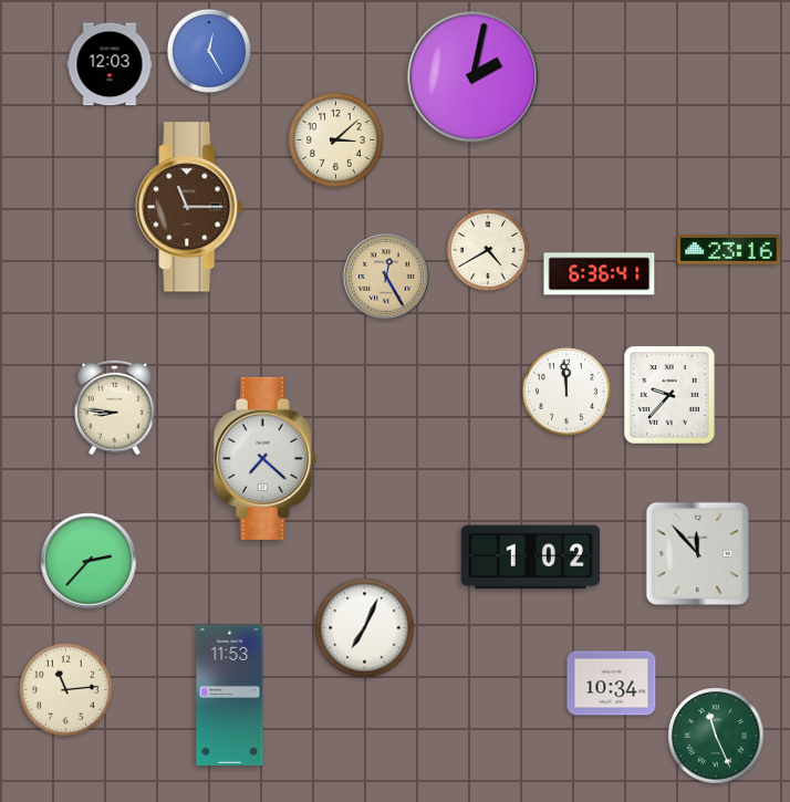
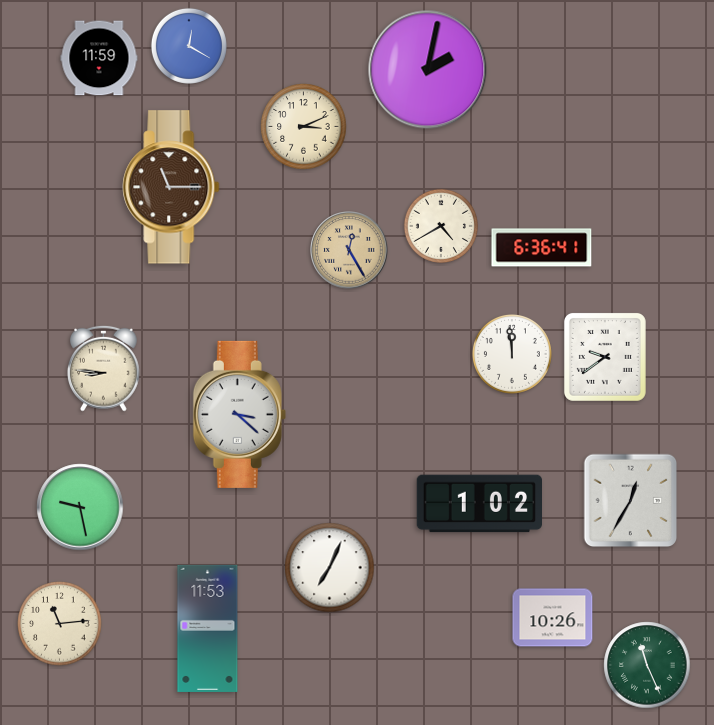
clock at (209, 51): 12:25 -> 12:20
clock at (110, 64): 12:03 -> 11:59
clock at (336, 140): 3:08 -> 3:11
clock at (729, 250): 23:16 -> none
clock at (669, 395): 9:37 -> 9:39
clock at (264, 458): 7:22 -> 3:22
clock at (698, 554): 11:53 -> 12:35
clock at (89, 561): 2:37 -> 9:28
clock at (612, 684): 10:34 -> 10:26
